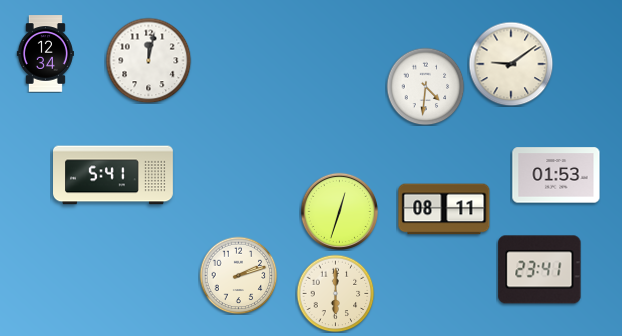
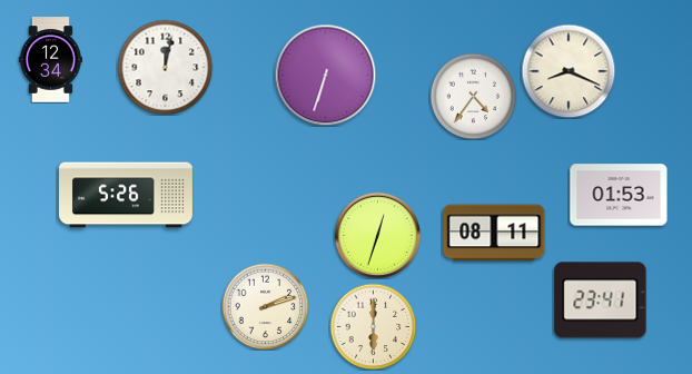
clock at (511, 64): 9:09 -> 8:19
clock at (325, 75): none -> 6:33
clock at (425, 86): 4:31 -> 4:36
clock at (114, 175): 5:41 -> 5:26
